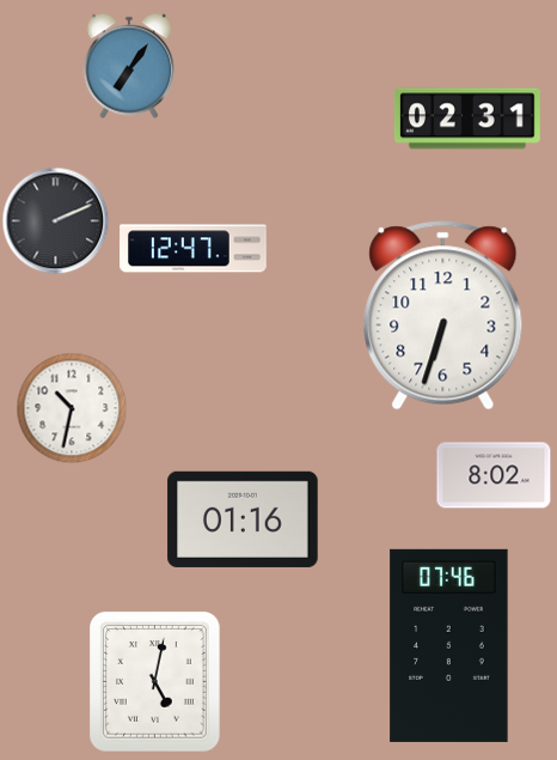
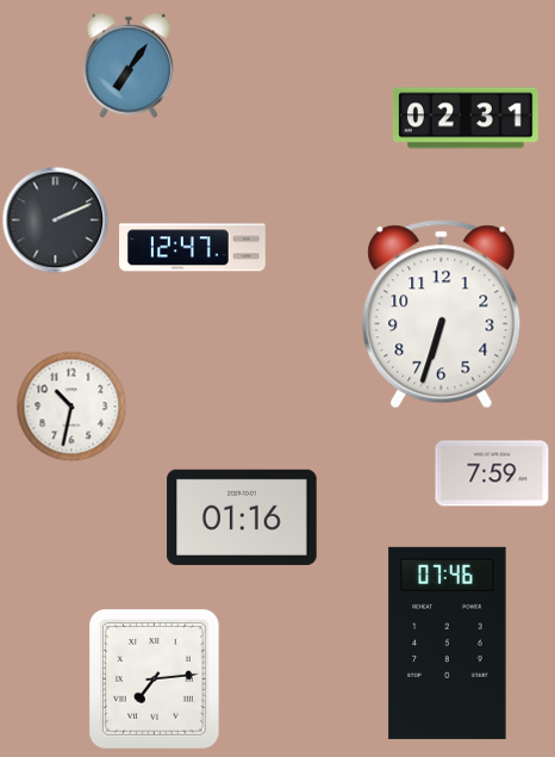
clock at (494, 475): 8:02 -> 7:59
clock at (155, 682): 5:02 -> 7:14
